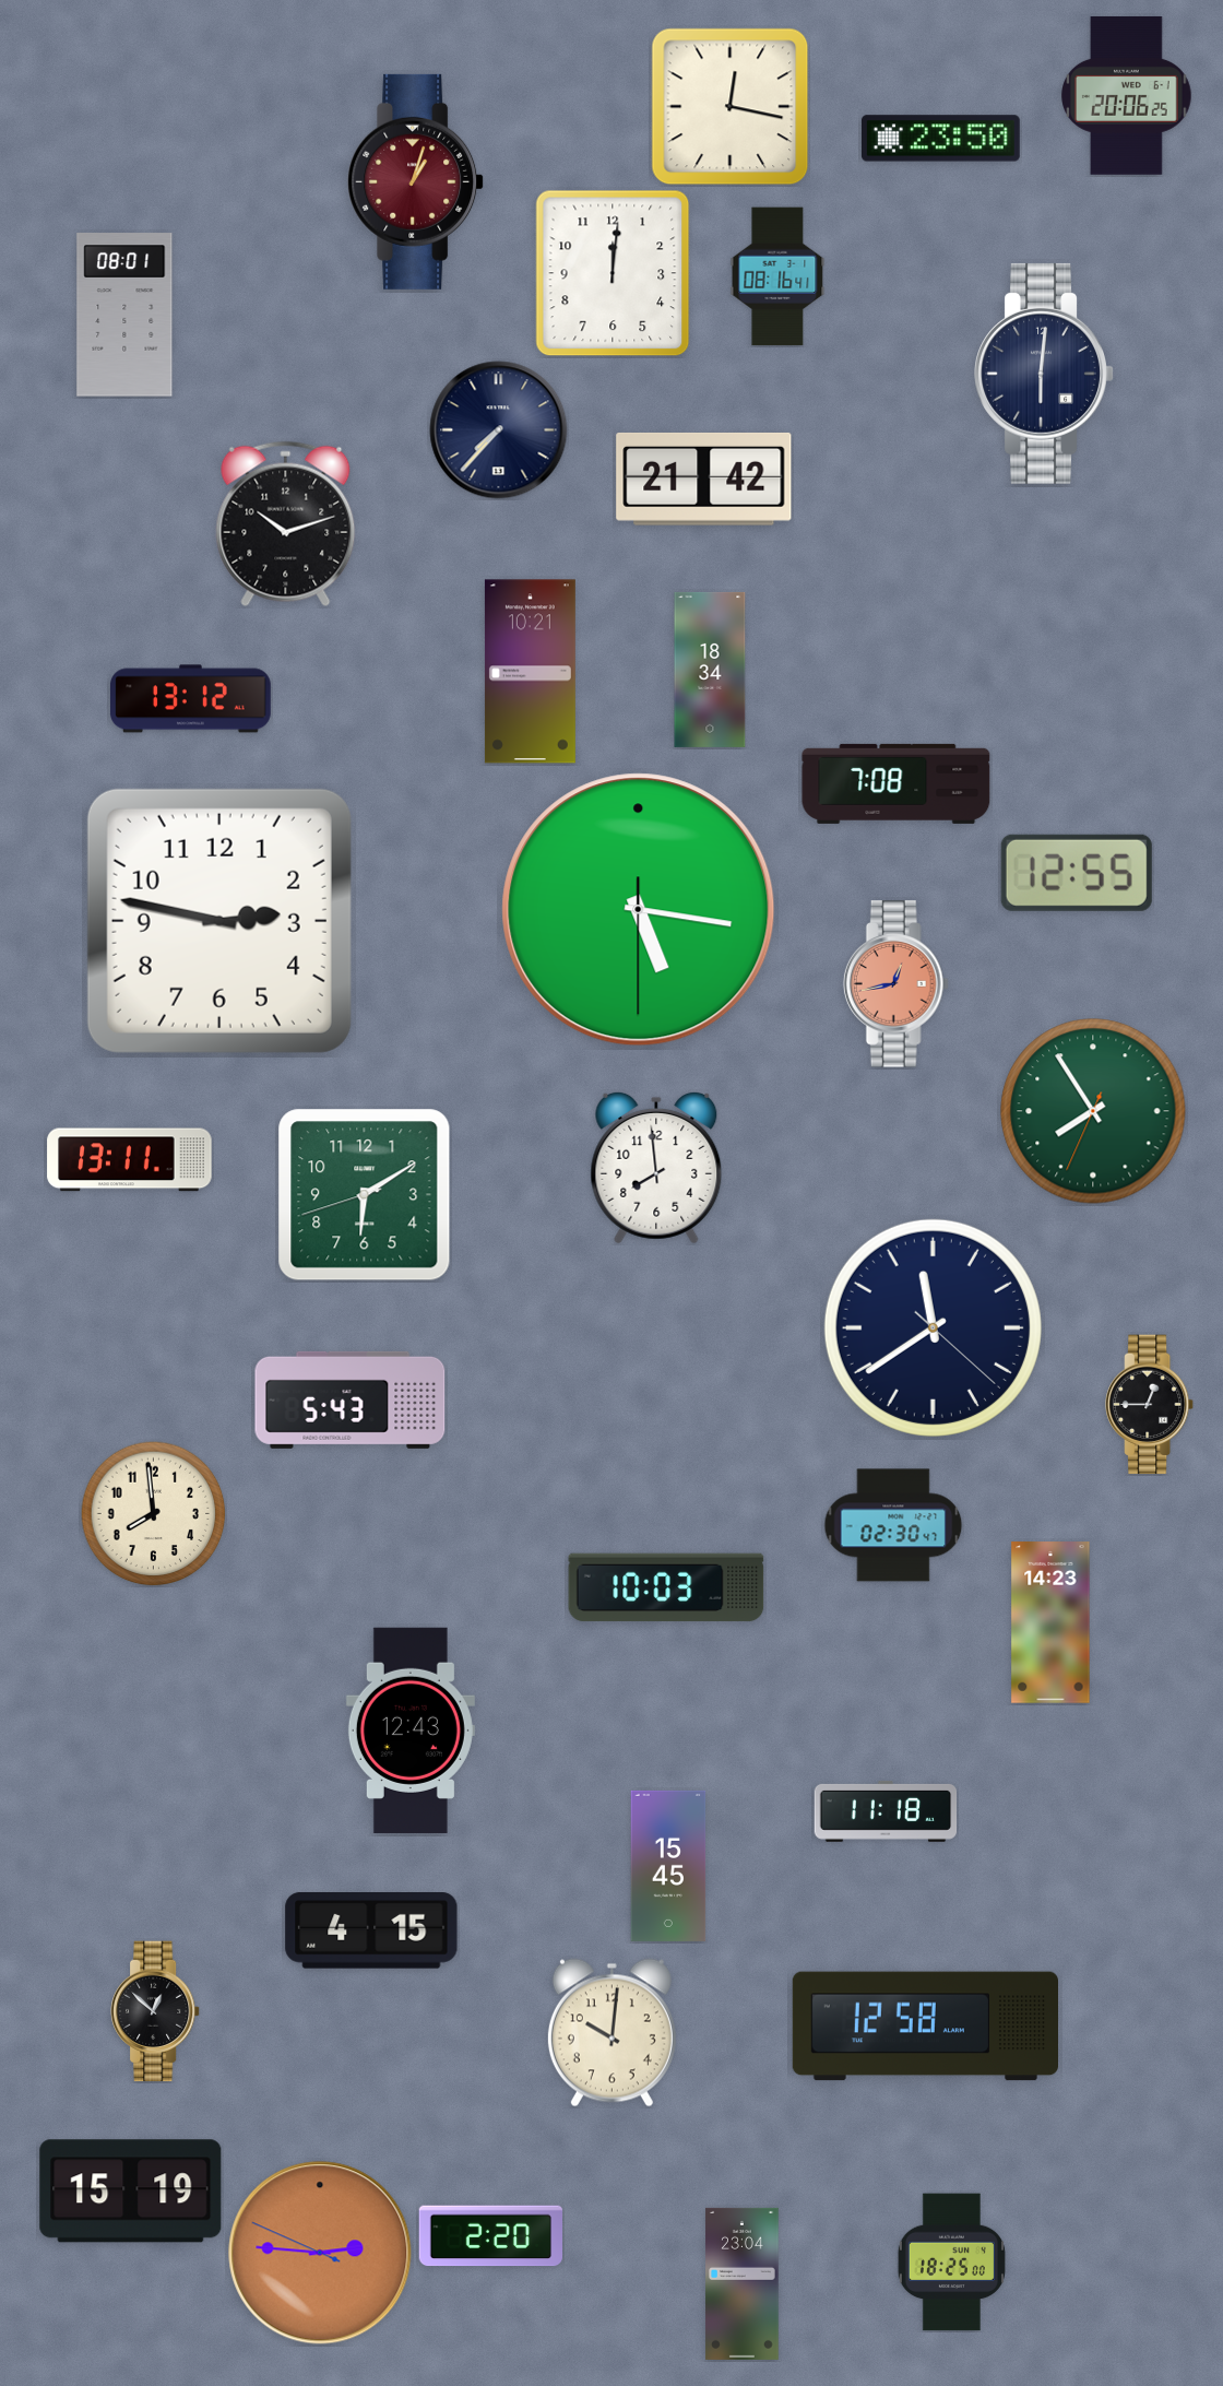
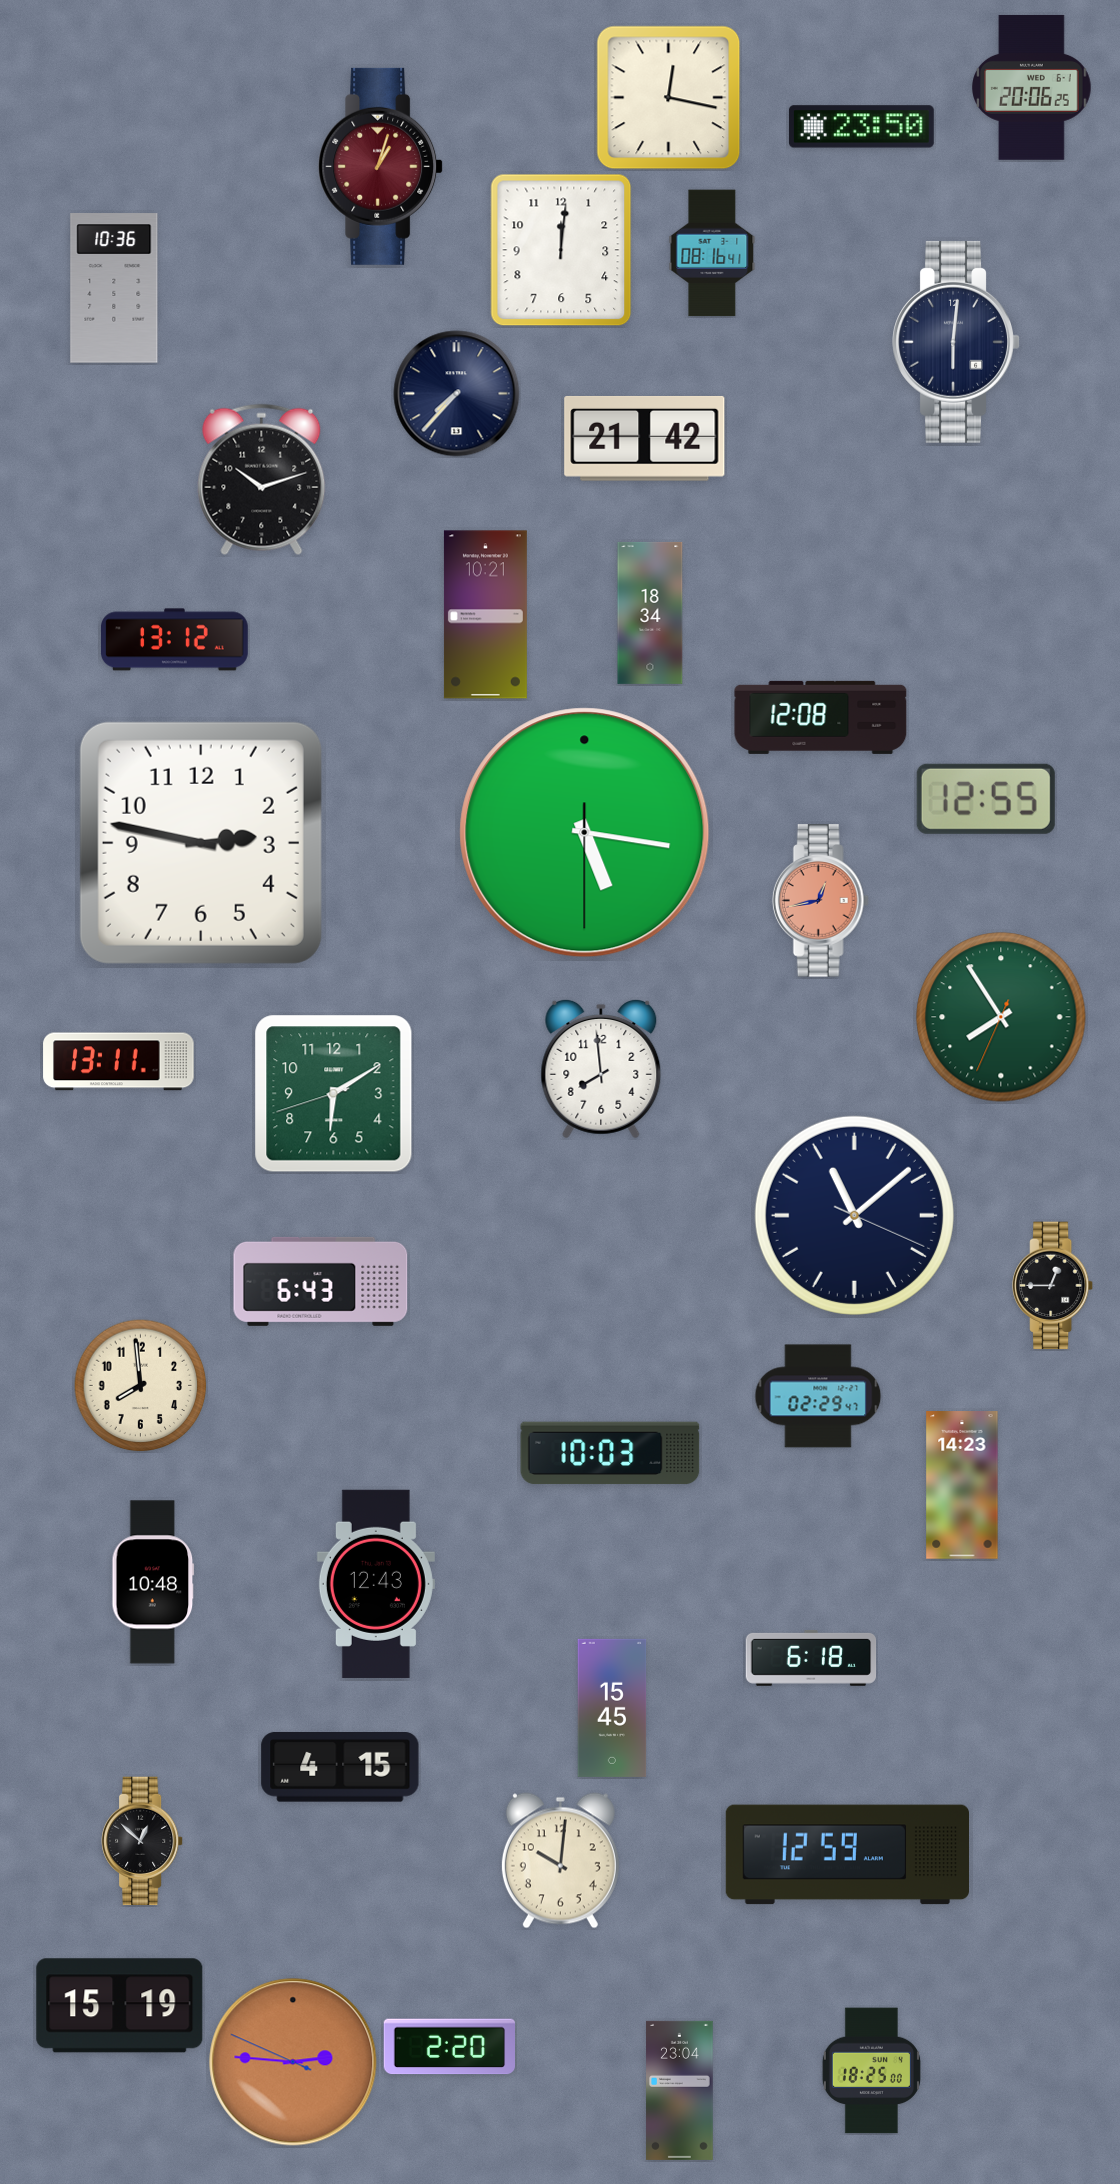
clock at (124, 315): 08:01 -> 10:36
clock at (897, 783): 7:08 -> 12:08
clock at (933, 1327): 11:39 -> 11:08
clock at (351, 1399): 5:43 -> 6:43
clock at (893, 1525): 02:30 -> 02:29
clock at (153, 1582): none -> 10:48
clock at (886, 1811): 11:18 -> 6:18
clock at (925, 2027): 12:58 -> 12:59
